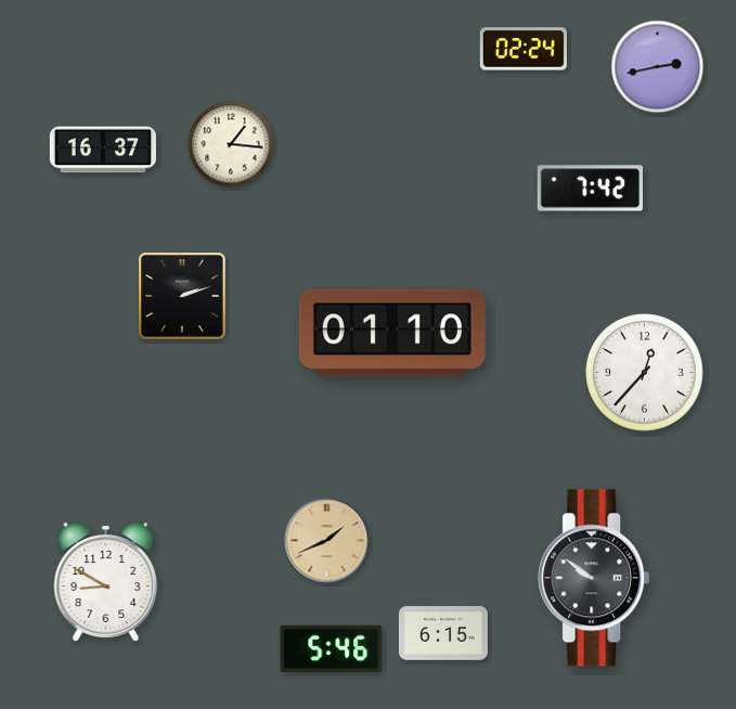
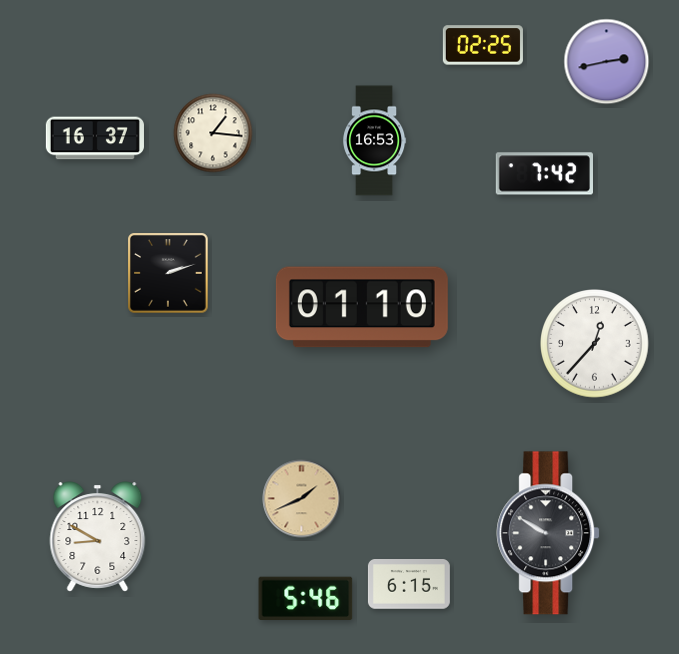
clock at (524, 49): 02:24 -> 02:25
clock at (375, 141): none -> 16:53
clock at (594, 578): 9:51 -> 9:50
